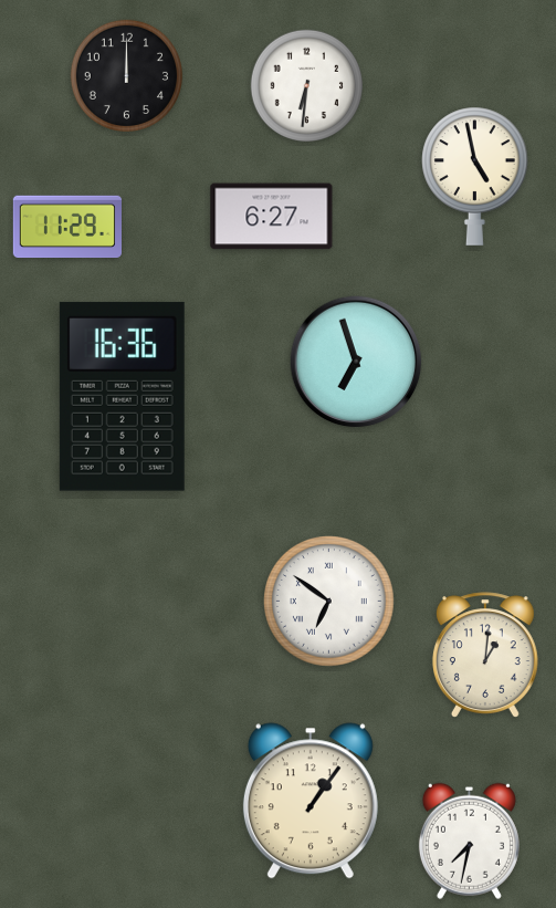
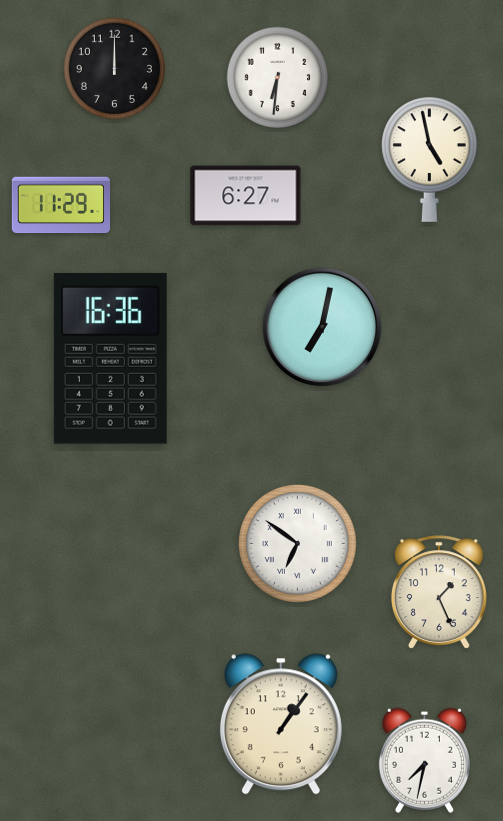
clock at (356, 362): 6:57 -> 7:02
clock at (485, 655): 1:01 -> 1:26
